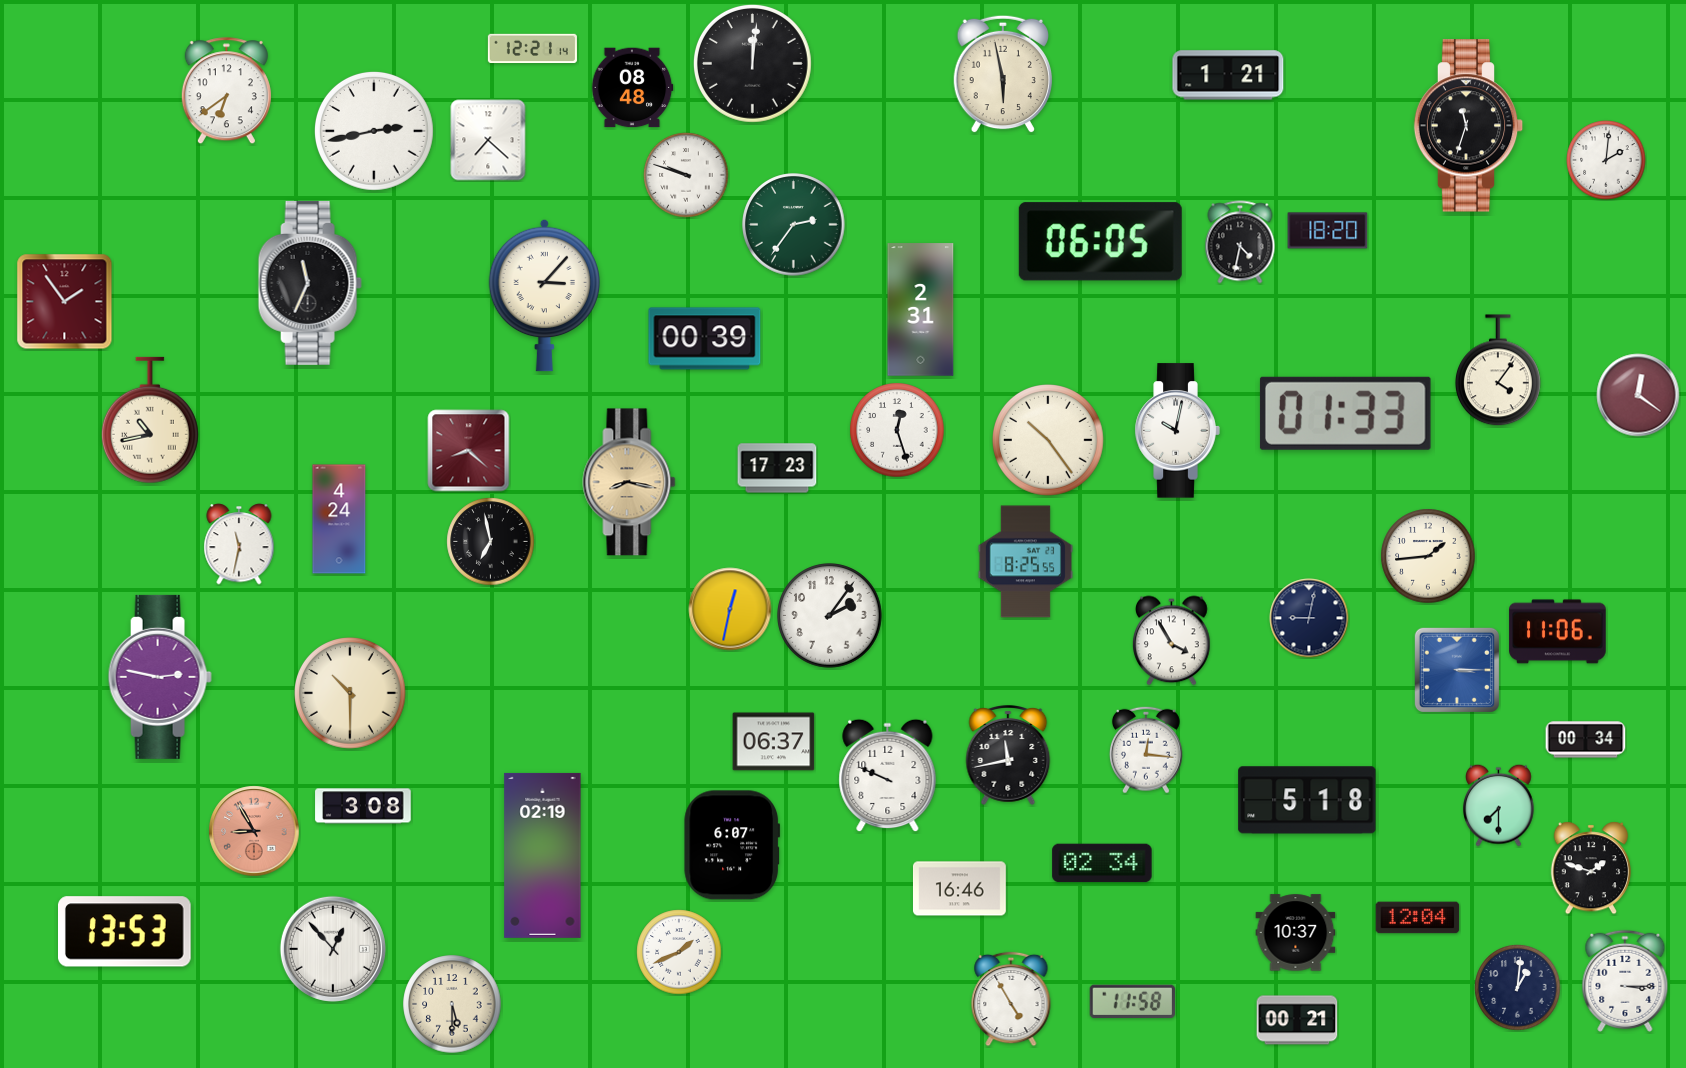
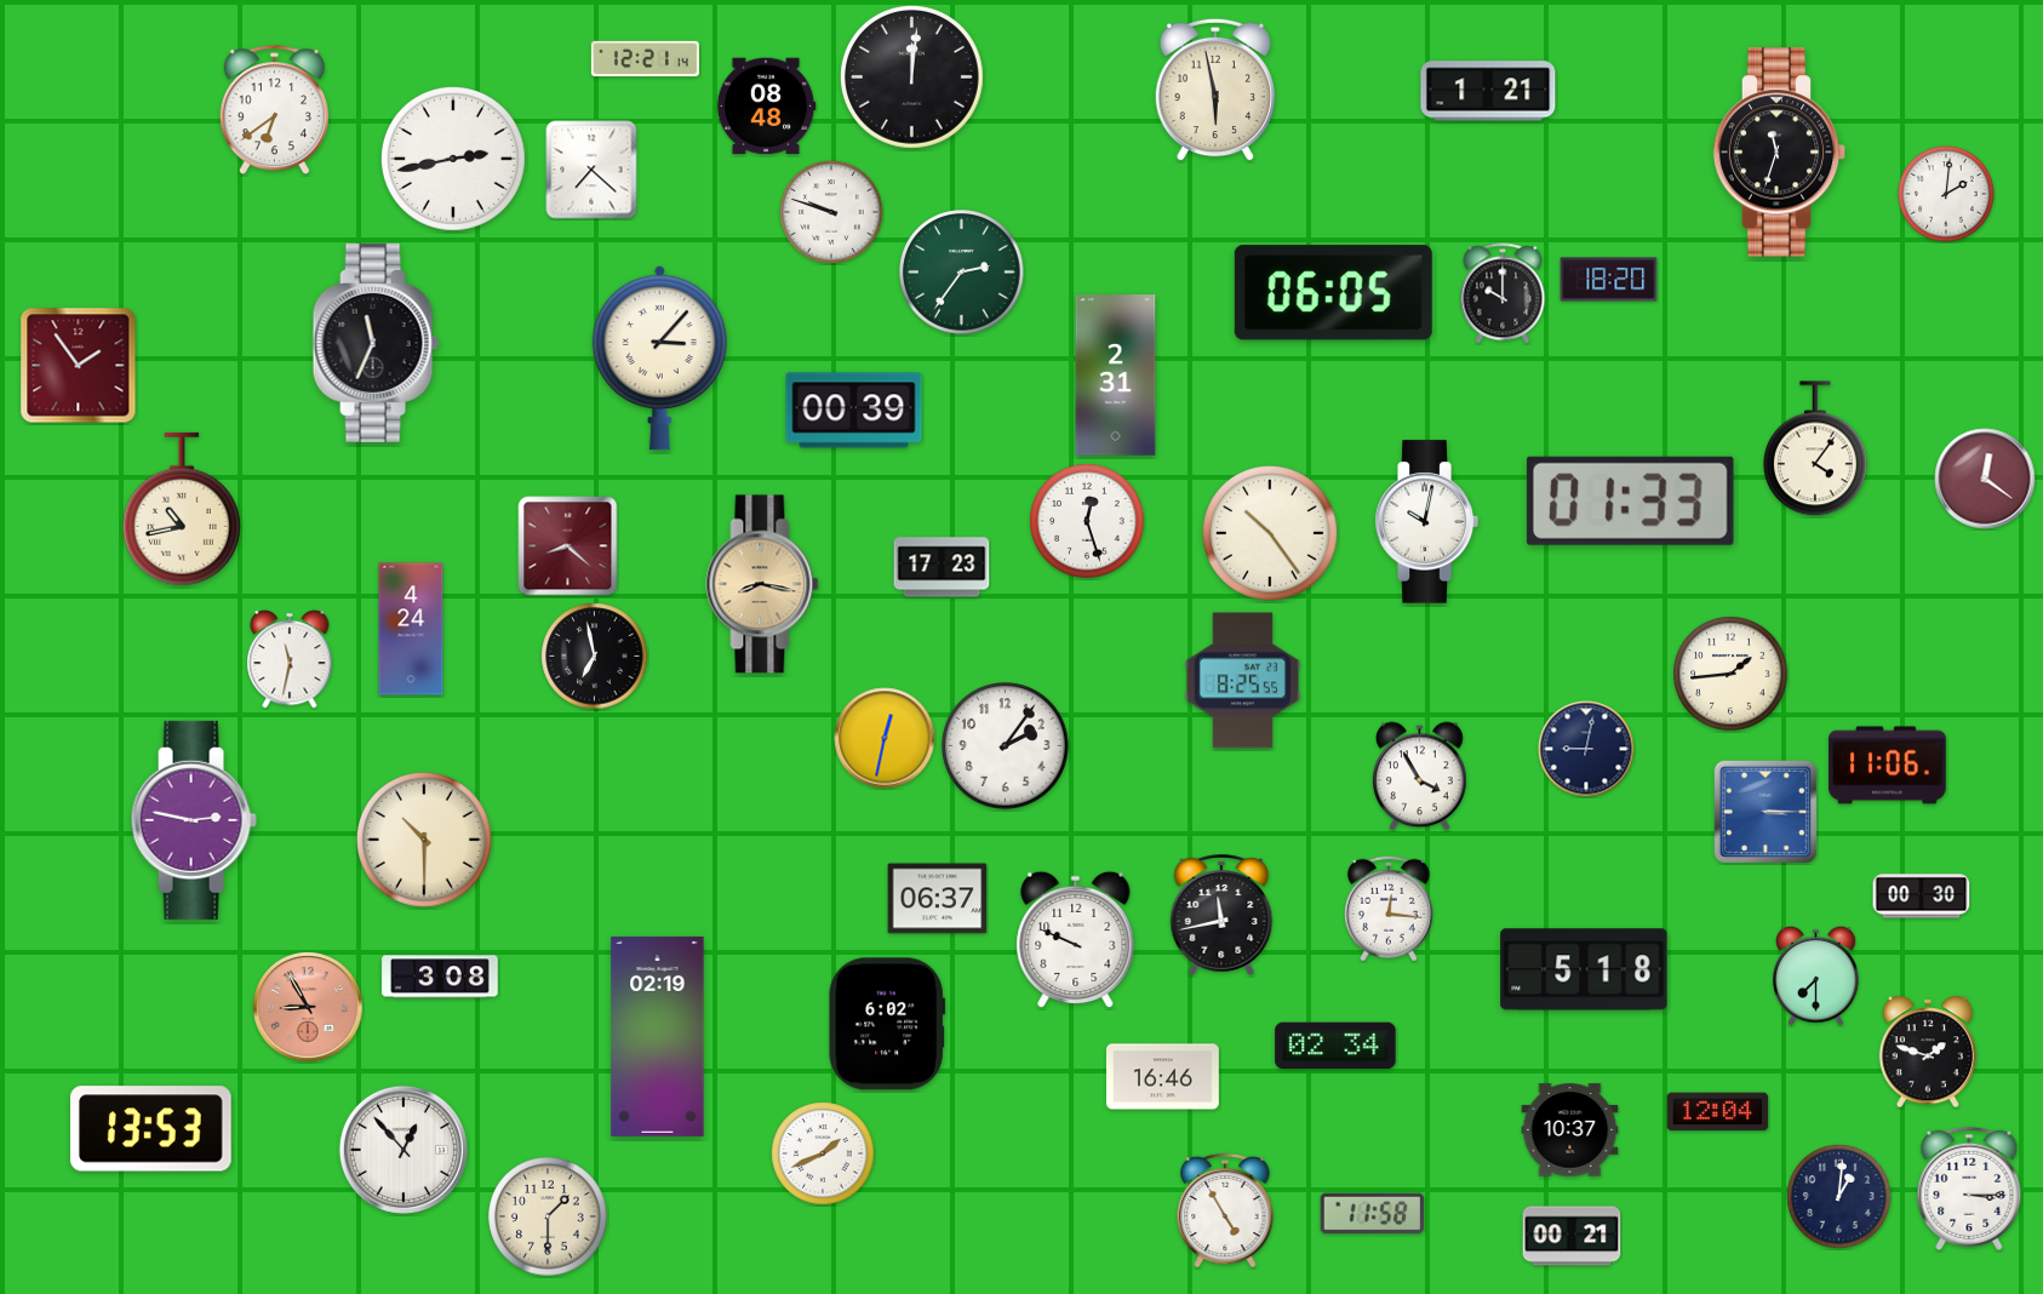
clock at (1240, 242): 4:32 -> 10:00
clock at (1586, 740): 00:34 -> 00:30
clock at (732, 845): 6:07 -> 6:02
clock at (452, 1004): 5:30 -> 1:30
